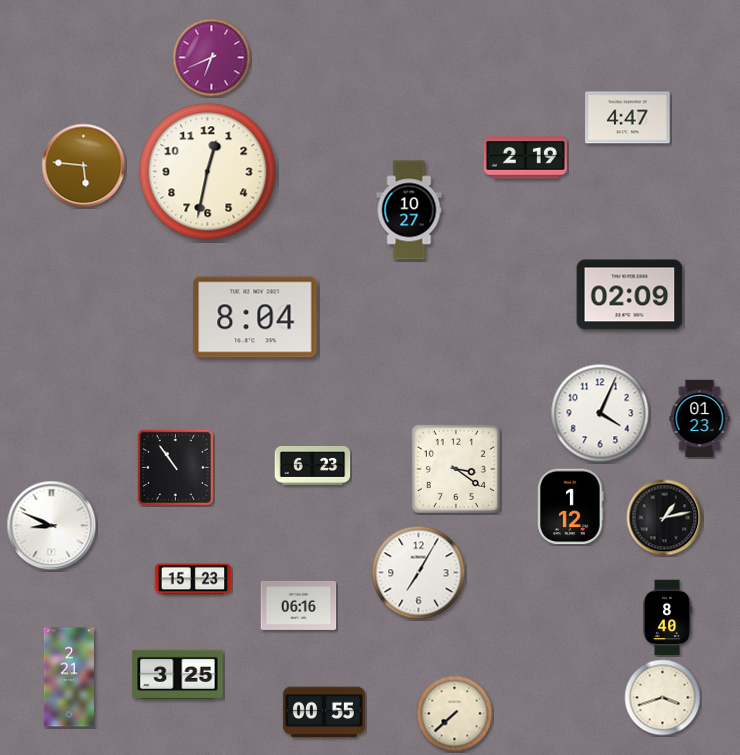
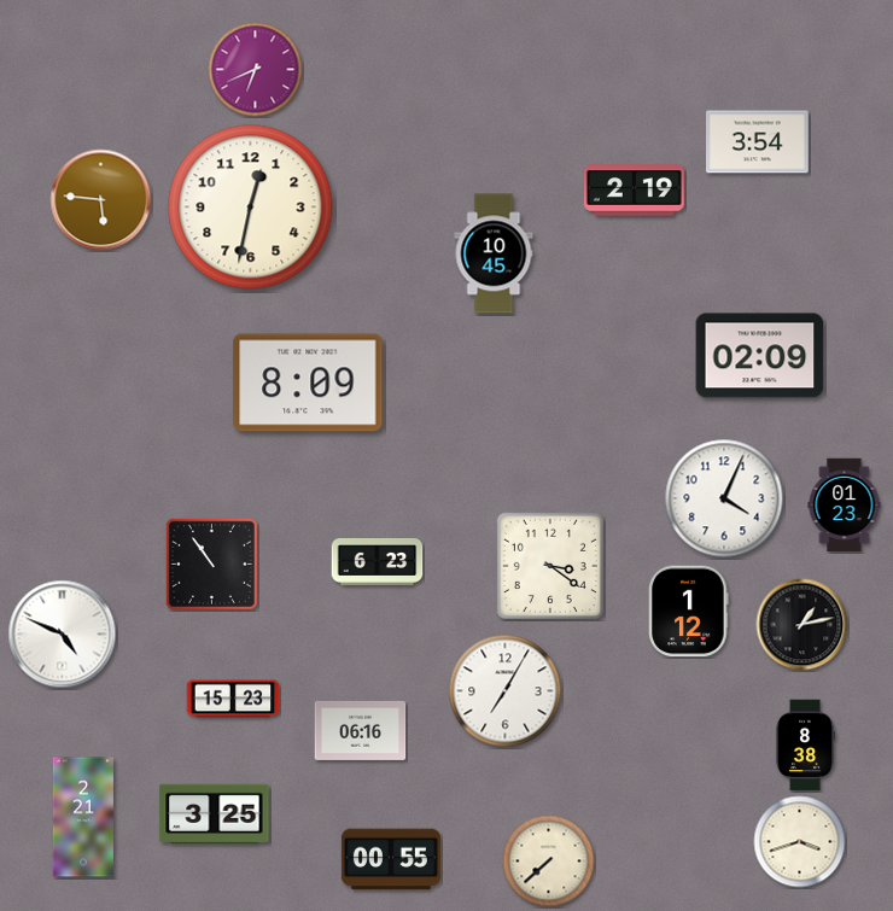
clock at (628, 118): 4:47 -> 3:54
clock at (409, 210): 10:27 -> 10:45
clock at (255, 317): 8:04 -> 8:09
clock at (52, 526): 8:49 -> 4:49
clock at (667, 618): 8:40 -> 8:38
